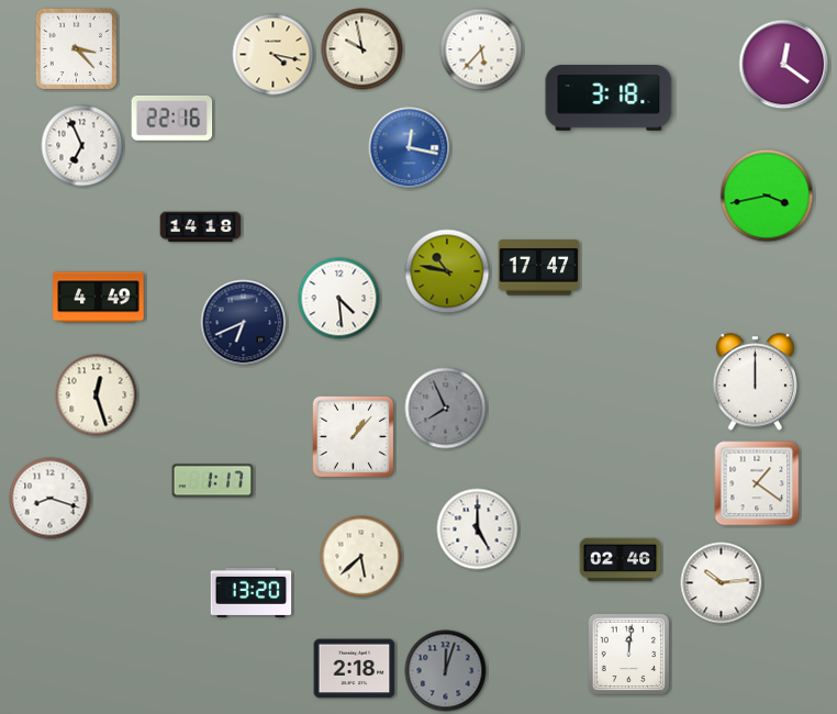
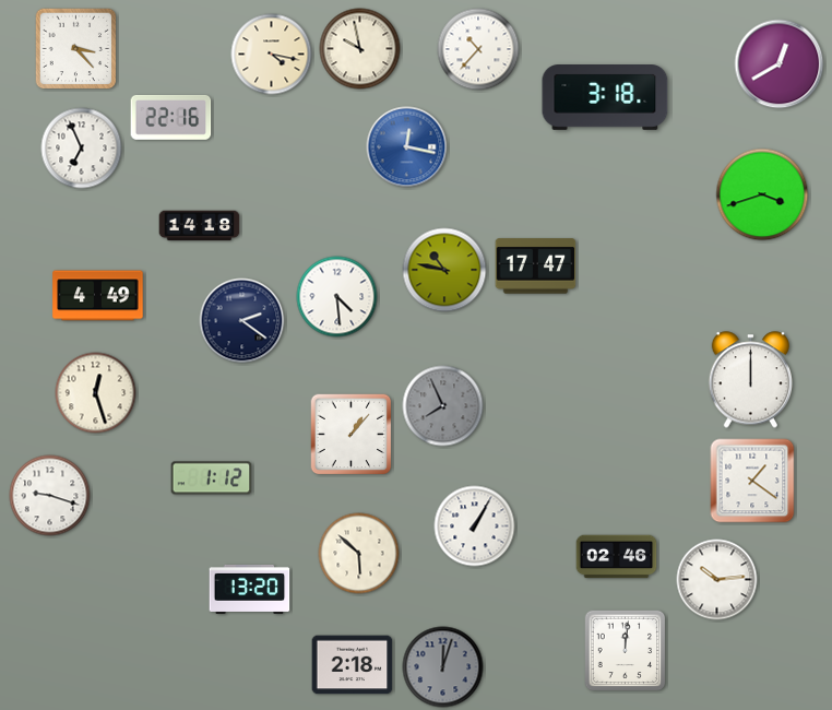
clock at (481, 49): 5:37 -> 10:37
clock at (784, 65): 12:21 -> 12:40
clock at (82, 146) position: (82, 146) -> (82, 149)
clock at (767, 196): 3:43 -> 3:42
clock at (244, 323): 6:41 -> 2:21
clock at (213, 481): 1:17 -> 1:12
clock at (51, 499): 8:18 -> 9:18
clock at (478, 529): 5:00 -> 1:05
clock at (361, 557): 5:38 -> 5:52
